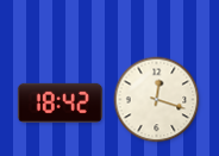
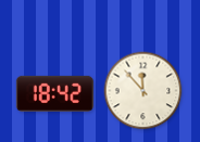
clock at (157, 100): 12:18 -> 11:53
